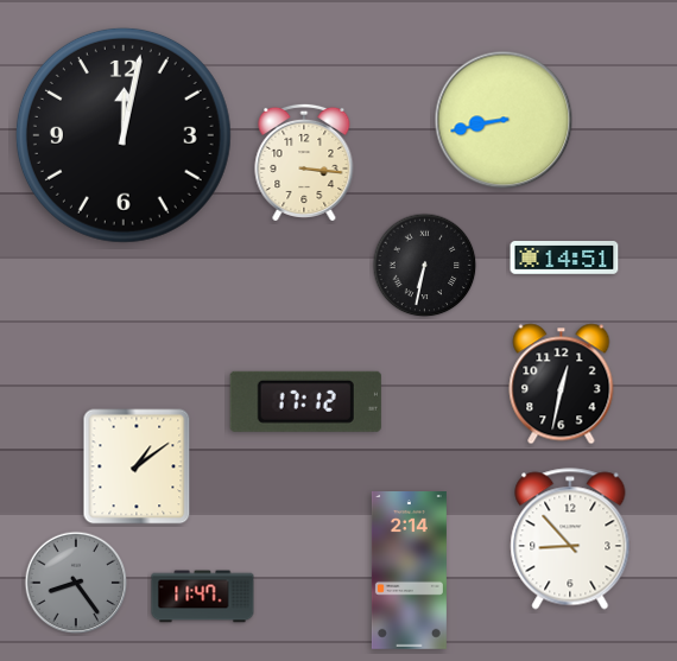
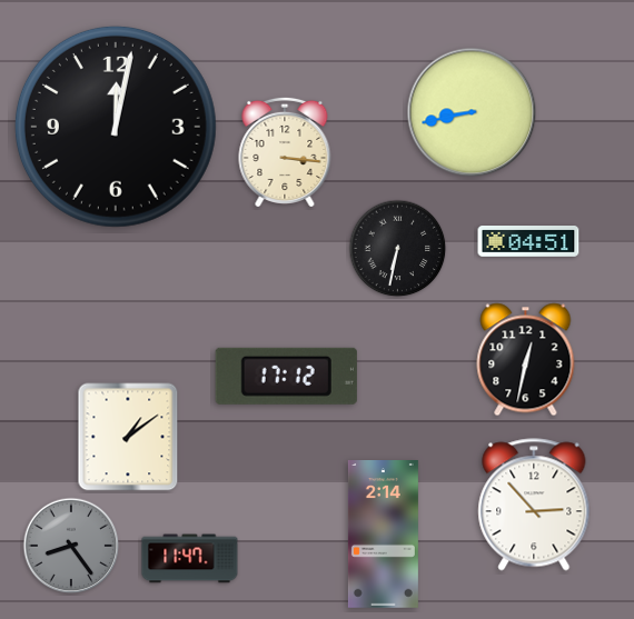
clock at (564, 259): 14:51 -> 04:51
clock at (570, 539): 8:53 -> 2:53
